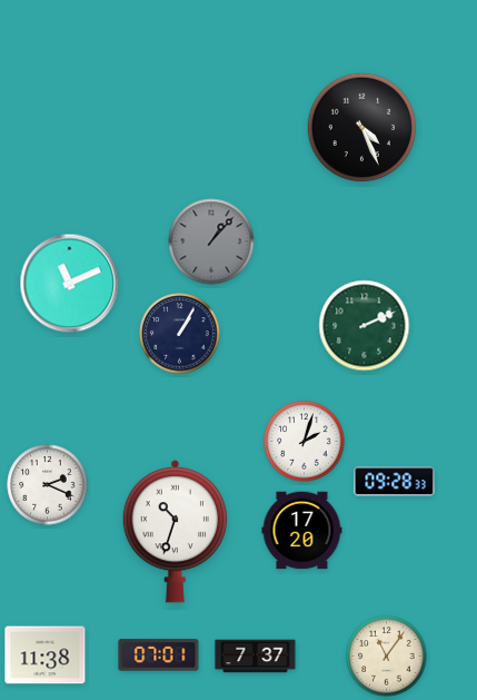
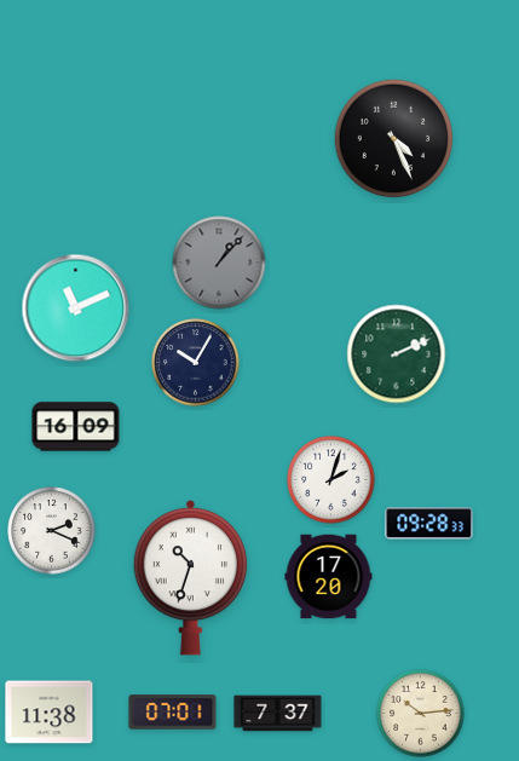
clock at (211, 241) position: (211, 241) -> (219, 263)
clock at (180, 334): 1:05 -> 10:05
clock at (76, 427): none -> 16:09
clock at (48, 485) position: (48, 485) -> (52, 531)
clock at (387, 657): 11:06 -> 10:14
